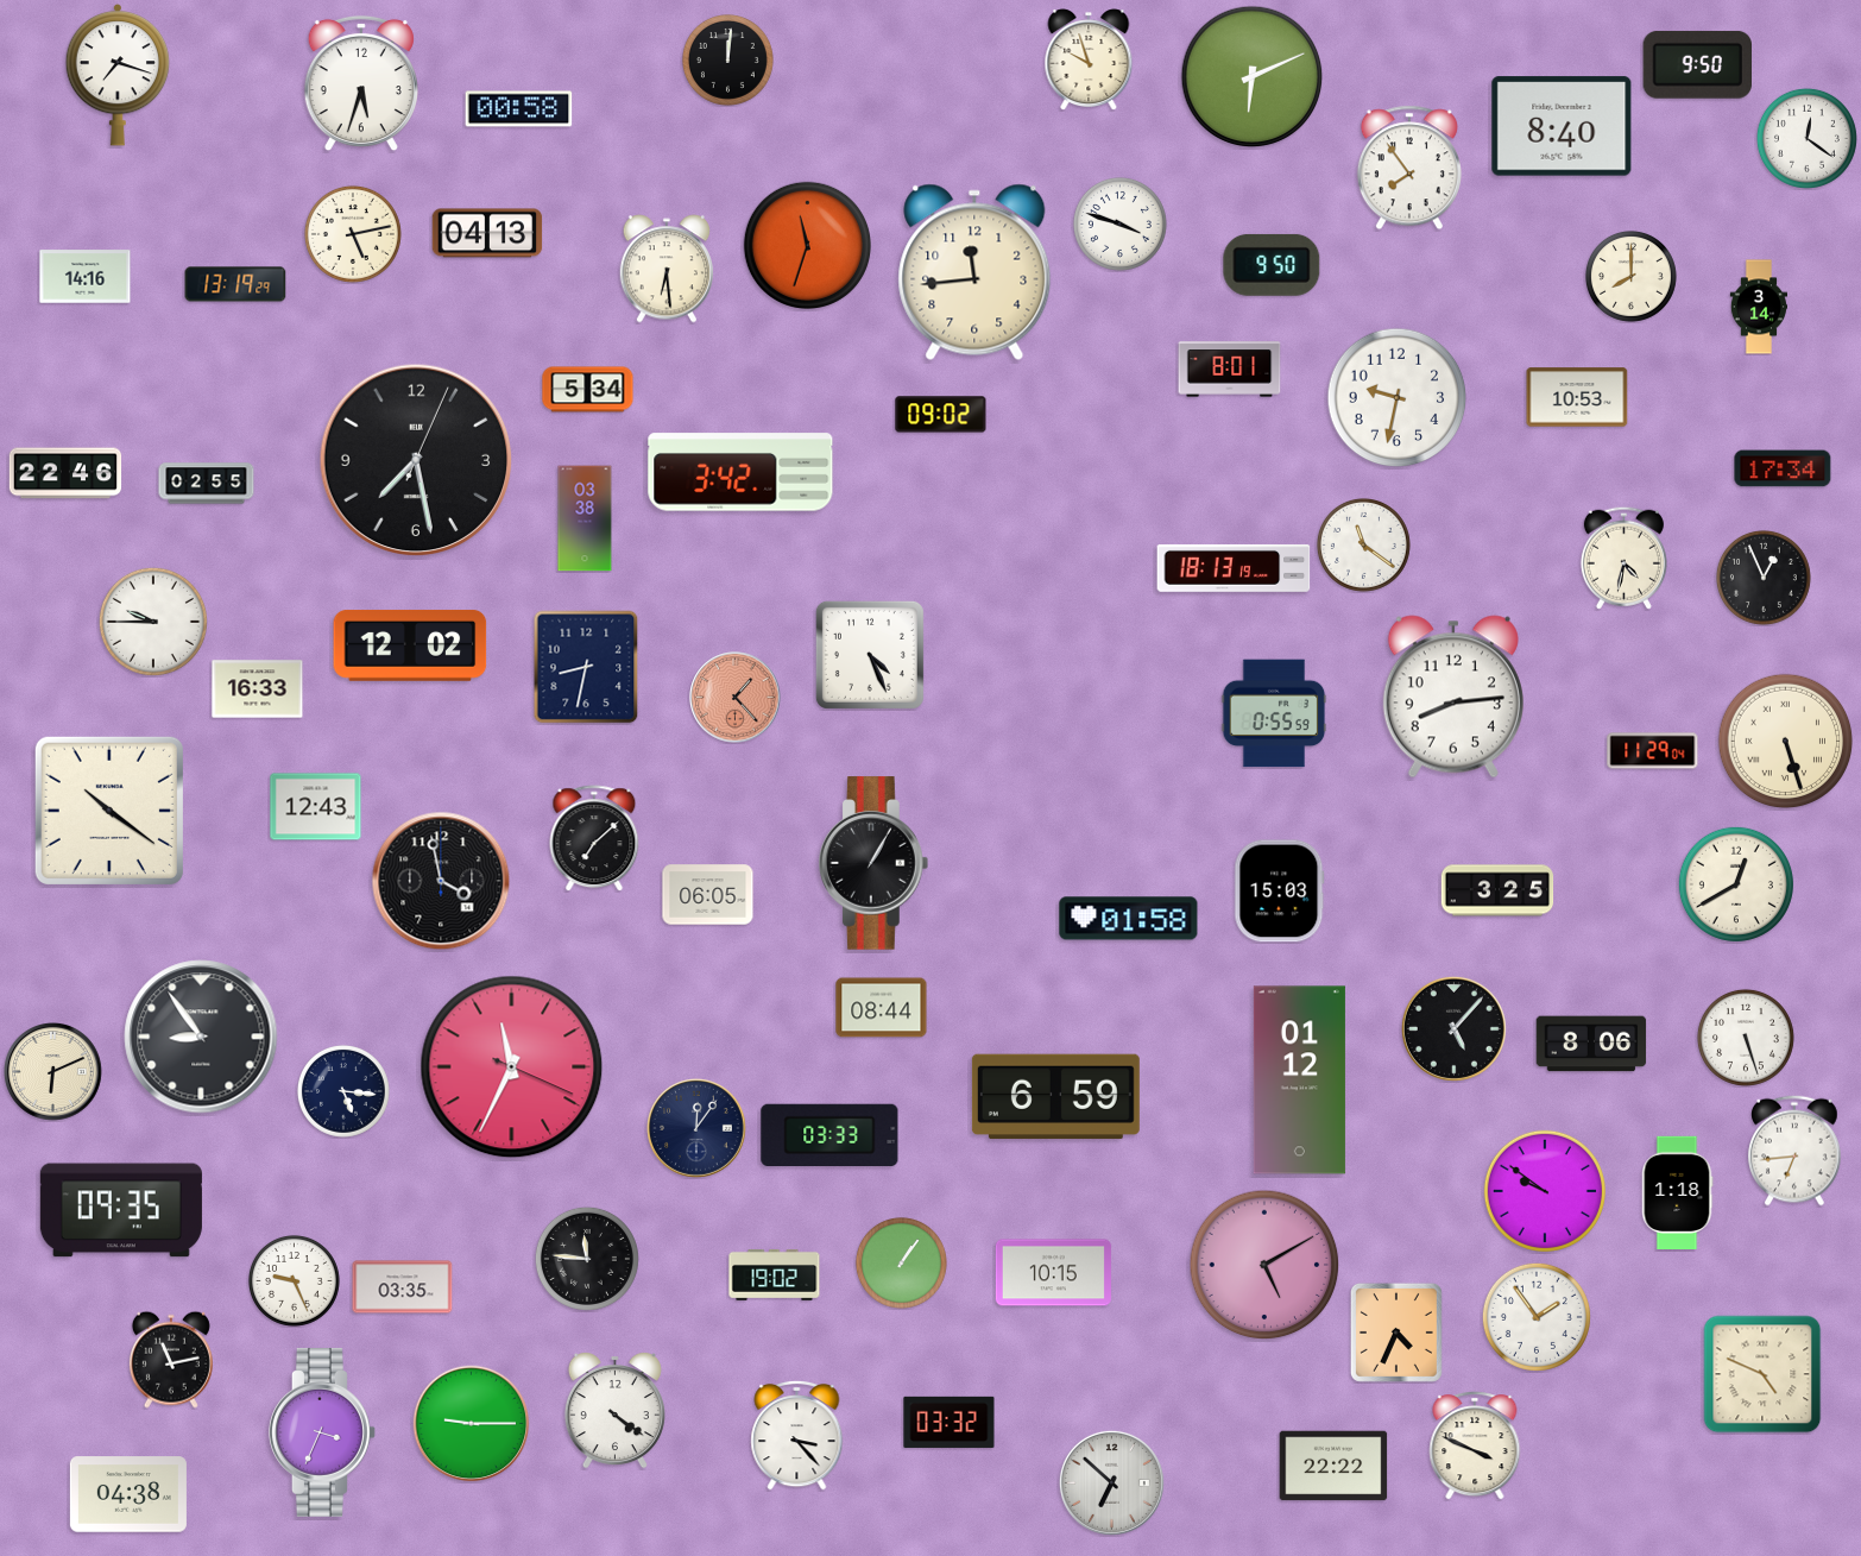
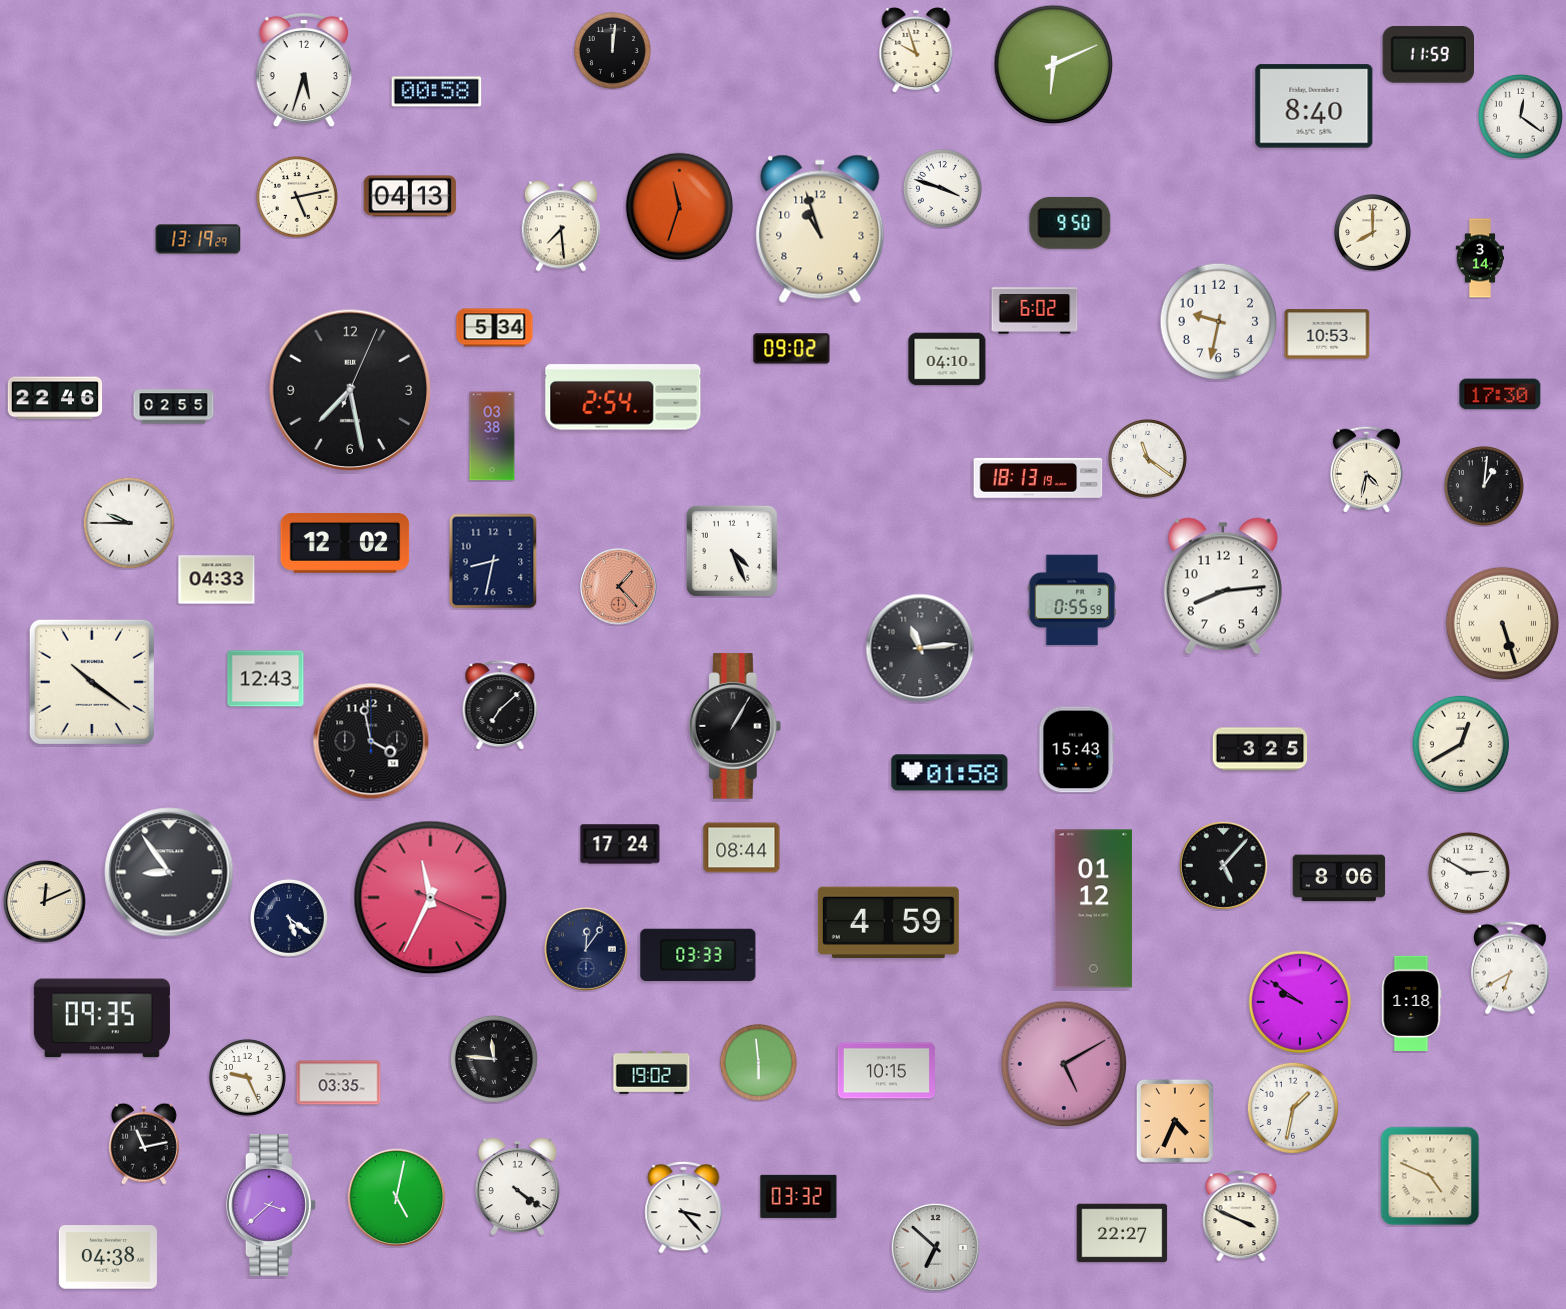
clock at (1697, 64): 9:50 -> 11:59
clock at (118, 76): 7:18 -> none
clock at (1409, 168): 7:54 -> none
clock at (667, 269): 6:29 -> 7:29
clock at (974, 272): 11:44 -> 10:57
clock at (86, 277): 14:16 -> none
clock at (1230, 370): 8:01 -> 6:02
clock at (1398, 398) position: (1398, 398) -> (1219, 322)
clock at (947, 359): none -> 04:10
clock at (416, 460) position: (416, 460) -> (350, 390)
clock at (1783, 468): 17:34 -> 17:30
clock at (740, 472): 3:42 -> 2:54
clock at (1764, 578): 12:56 -> 1:01
clock at (258, 689): 16:33 -> 04:33
clock at (1653, 751): 11:29 -> none
clock at (920, 648): none -> 11:14
clock at (1280, 892): 15:03 -> 15:43
clock at (708, 895): 06:05 -> none
clock at (620, 844): none -> 17:24
clock at (1746, 1038): 5:27 -> 2:50
clock at (53, 1072): 6:11 -> 12:11
clock at (343, 1091): 5:16 -> 5:21
clock at (1055, 1097): 6:59 -> 4:59
clock at (1794, 1151): 6:44 -> 6:40
clock at (901, 1262): 1:06 -> 5:59
clock at (1537, 1317): 1:54 -> 1:32
clock at (1762, 1374) position: (1762, 1374) -> (1430, 1176)
clock at (472, 1424): 9:15 -> 5:02
clock at (322, 1432): 3:34 -> 3:38
clock at (797, 1435) position: (797, 1435) -> (684, 1207)
clock at (1333, 1466): 22:22 -> 22:27
